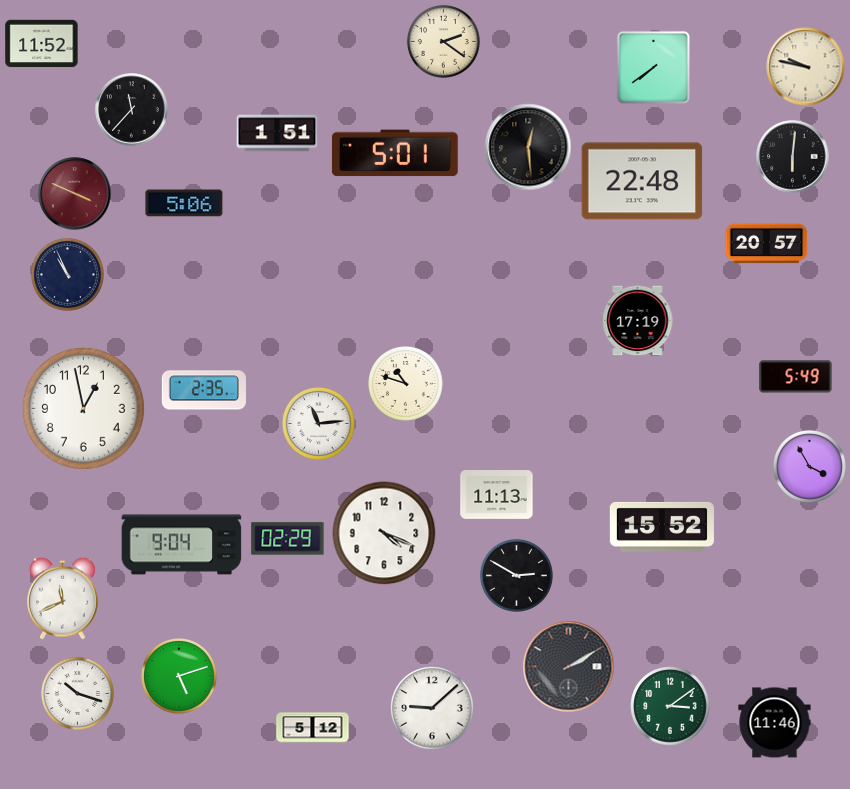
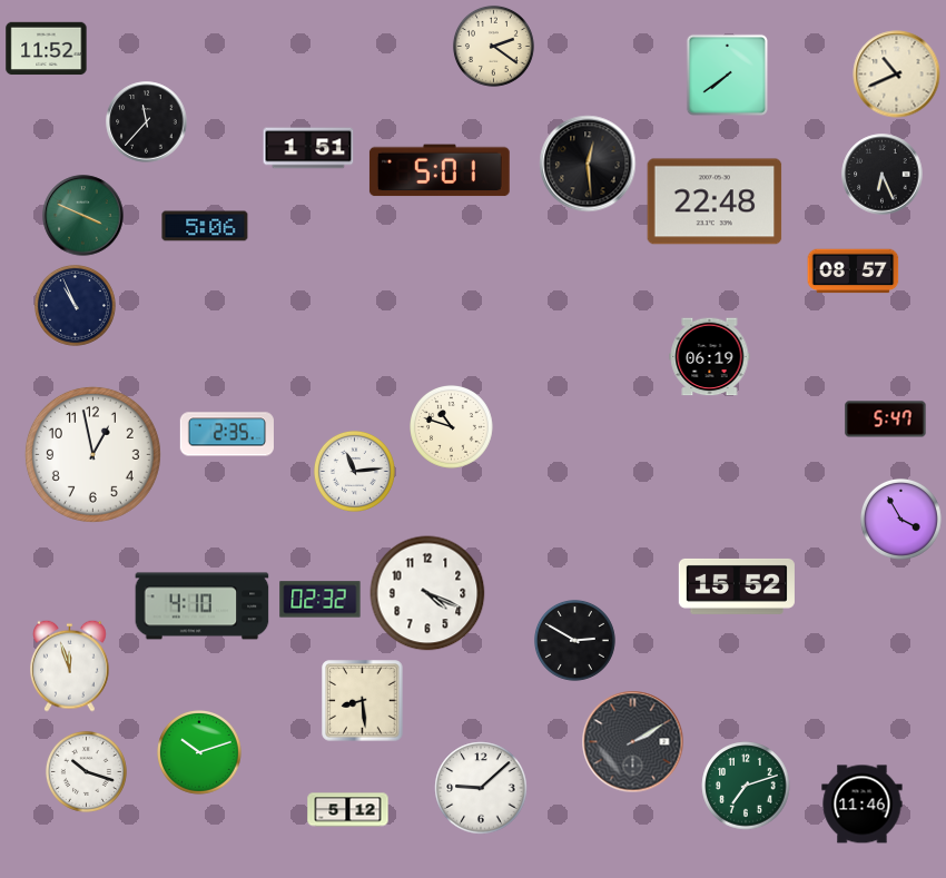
clock at (806, 67): 9:47 -> 10:41
clock at (793, 157): 6:01 -> 6:26
clock at (75, 194) dial: burgundy -> green
clock at (767, 244): 20:57 -> 08:57
clock at (638, 321): 17:19 -> 06:19
clock at (796, 377): 5:49 -> 5:47
clock at (497, 495): 11:13 -> none
clock at (288, 539): 02:29 -> 02:32
clock at (182, 545): 9:04 -> 4:10
clock at (63, 598): 11:41 -> 11:57
clock at (363, 701): none -> 8:29
clock at (180, 677): 5:12 -> 10:12
clock at (670, 706): 3:09 -> 7:12
